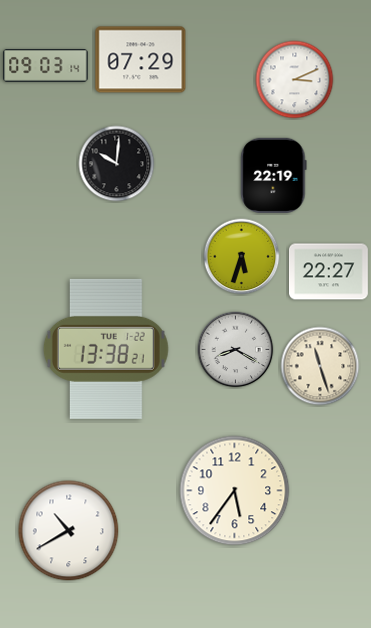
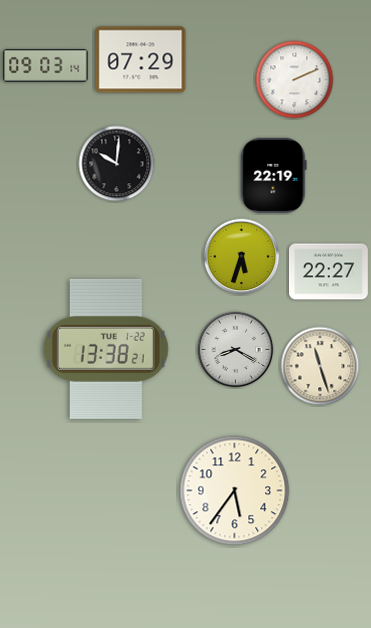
clock at (295, 80): 3:11 -> 2:11
clock at (69, 531): 10:40 -> none
